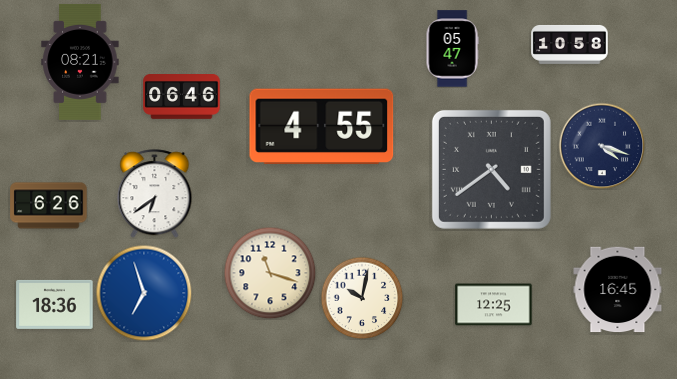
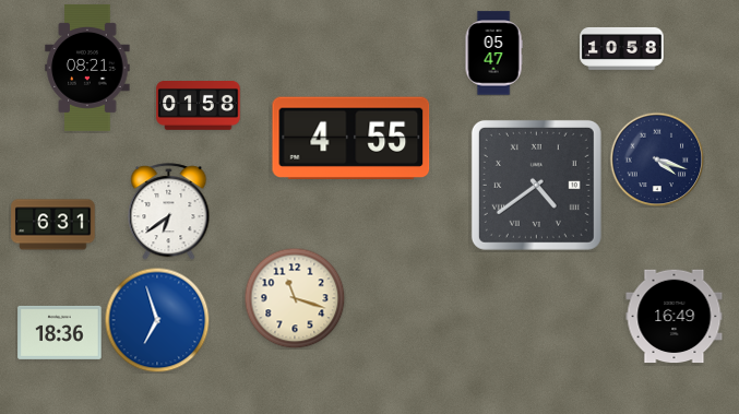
clock at (182, 97): 06:46 -> 01:58
clock at (49, 206): 6:26 -> 6:31
clock at (618, 290): 16:45 -> 16:49
clock at (362, 298): 10:02 -> none
clock at (494, 305): 12:25 -> none
